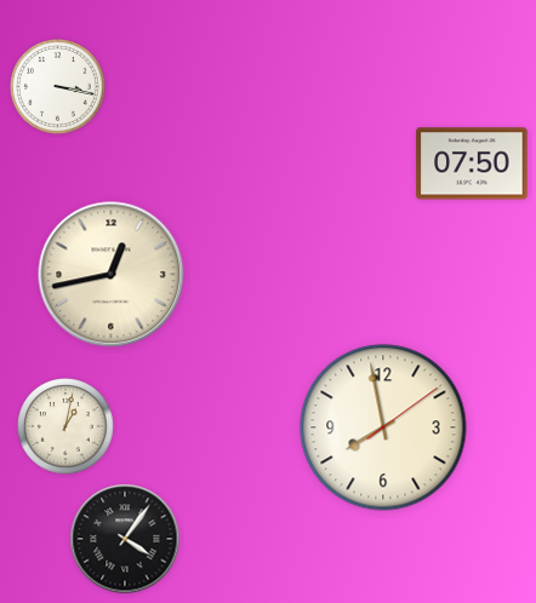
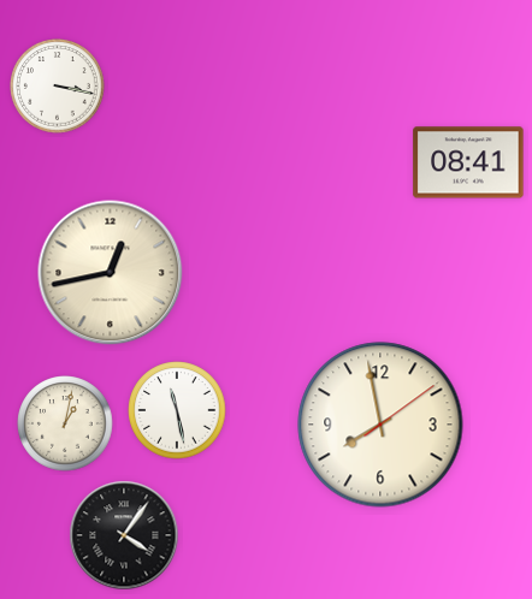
clock at (472, 163): 07:50 -> 08:41
clock at (177, 410): none -> 11:28
